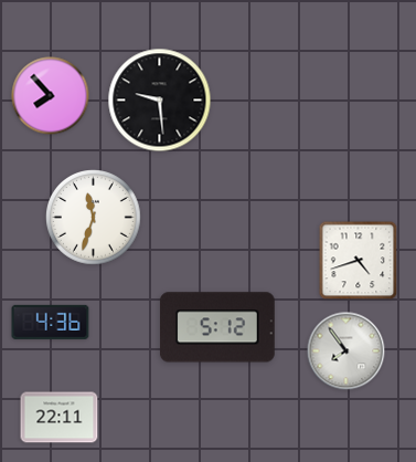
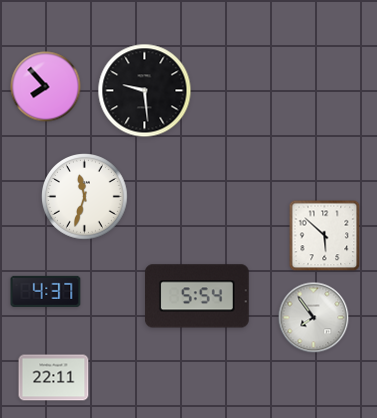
clock at (359, 261): 4:42 -> 5:52
clock at (51, 322): 4:36 -> 4:37
clock at (217, 327): 5:12 -> 5:54
